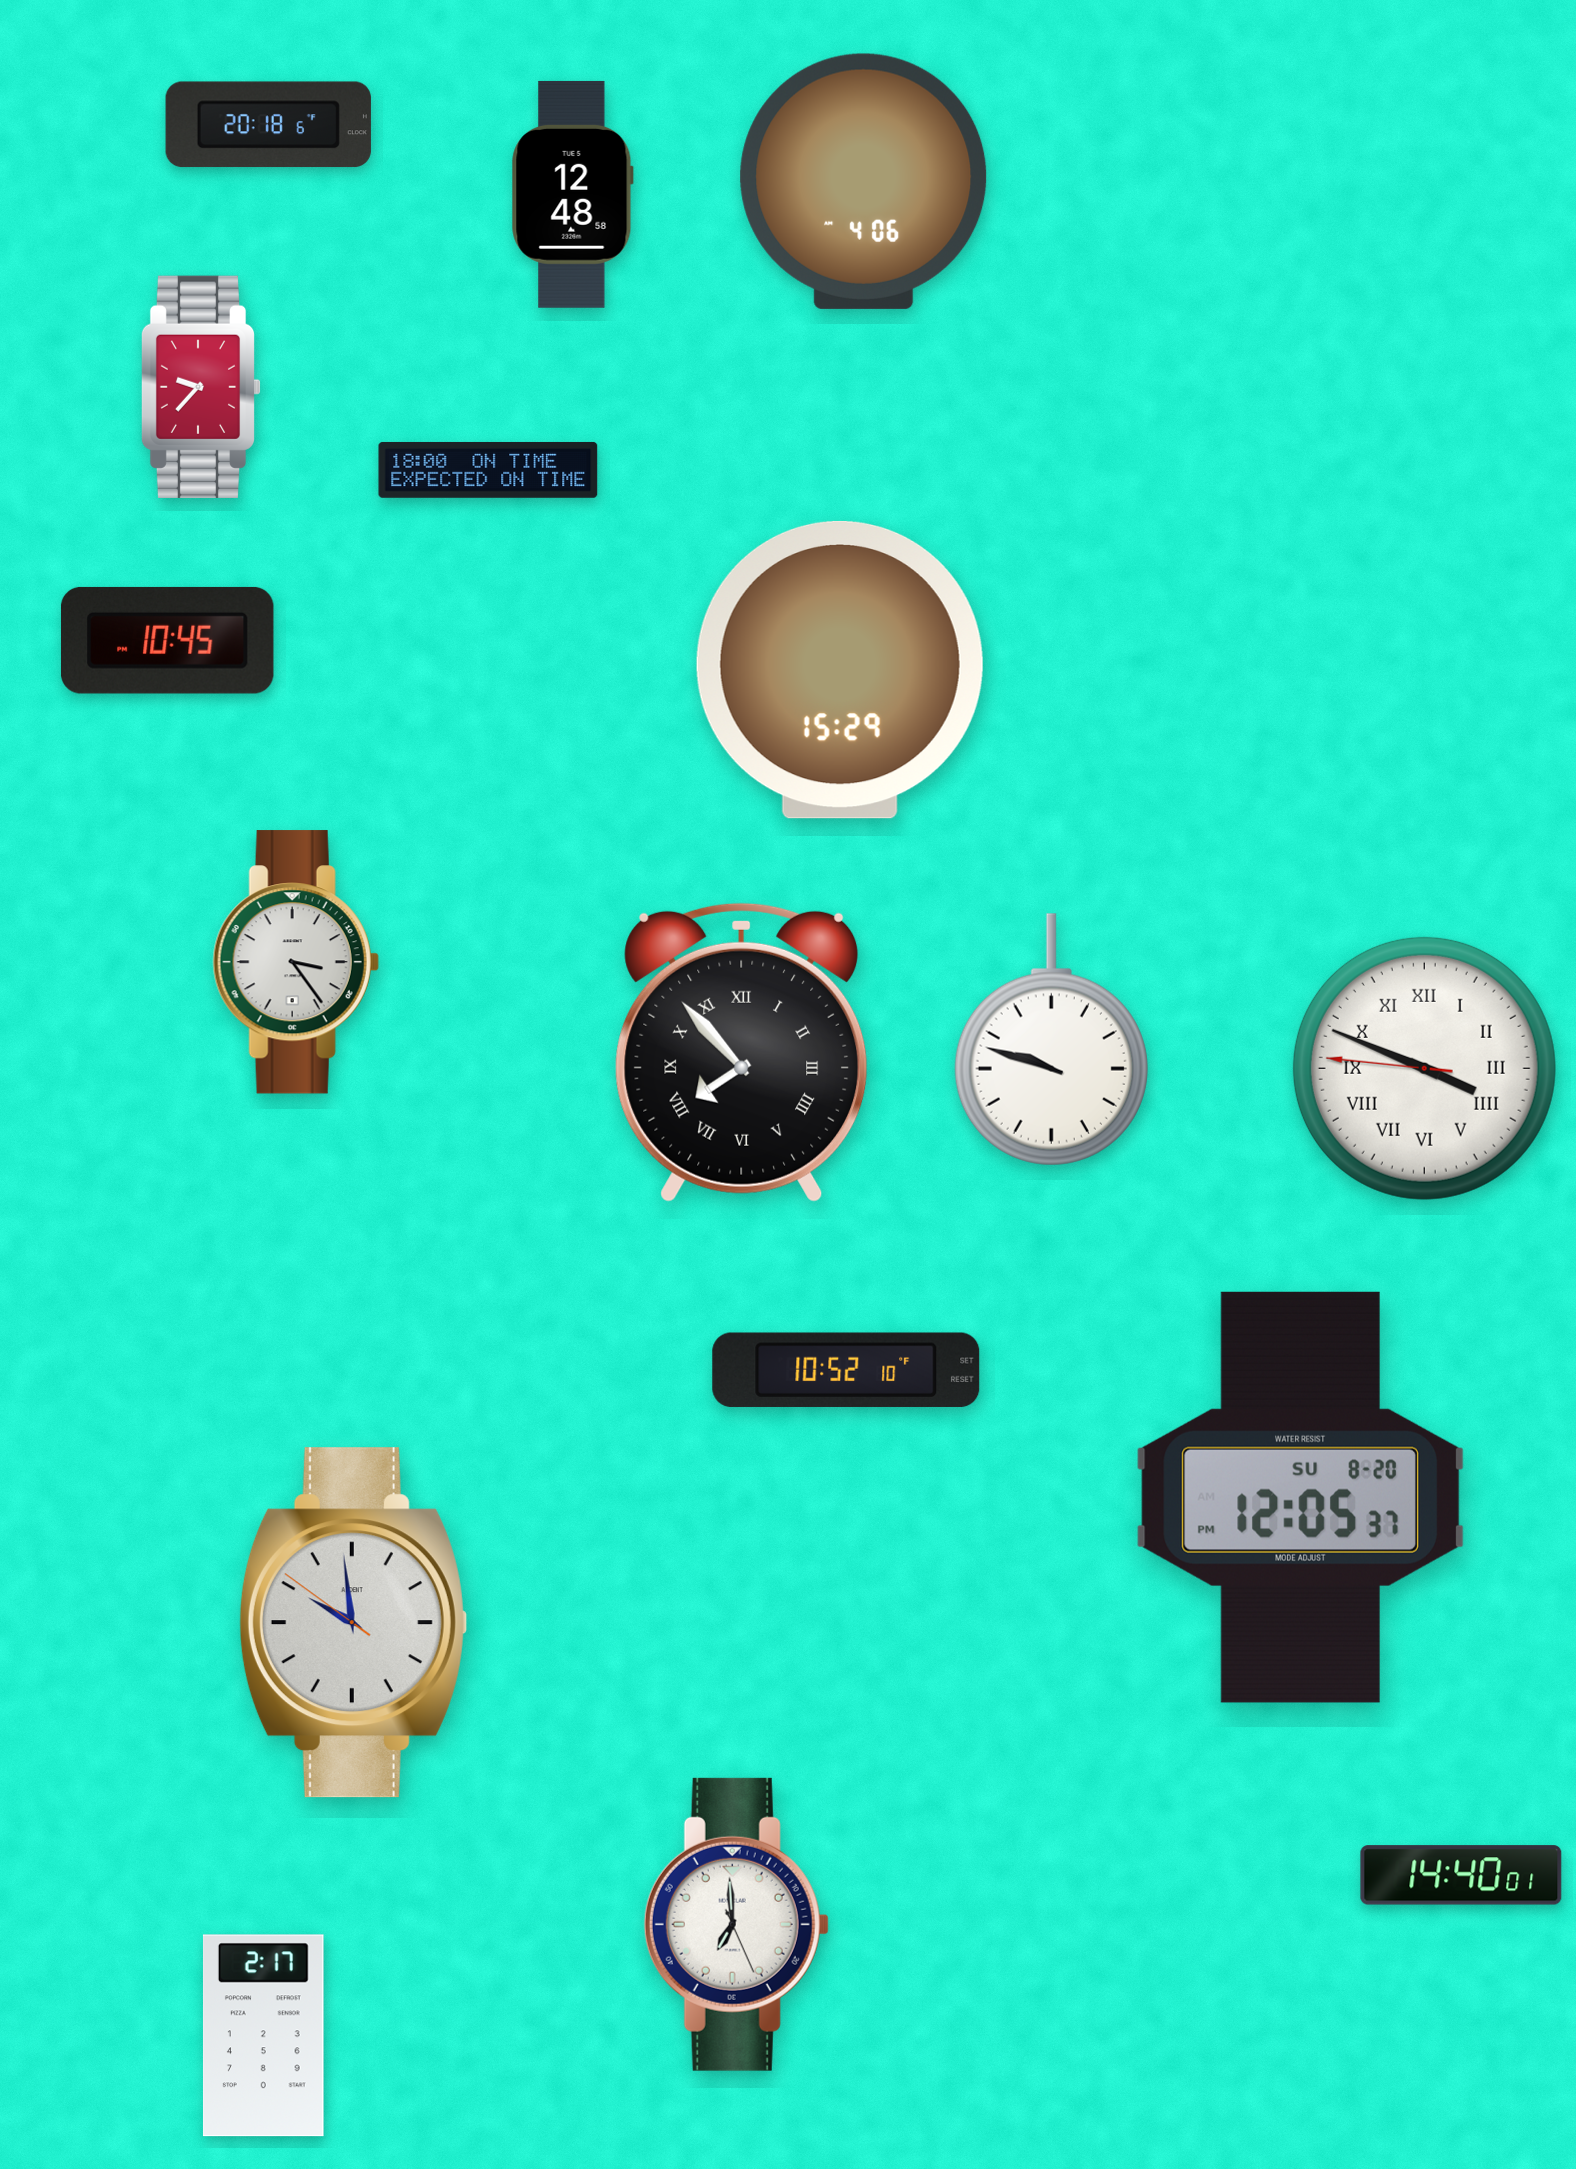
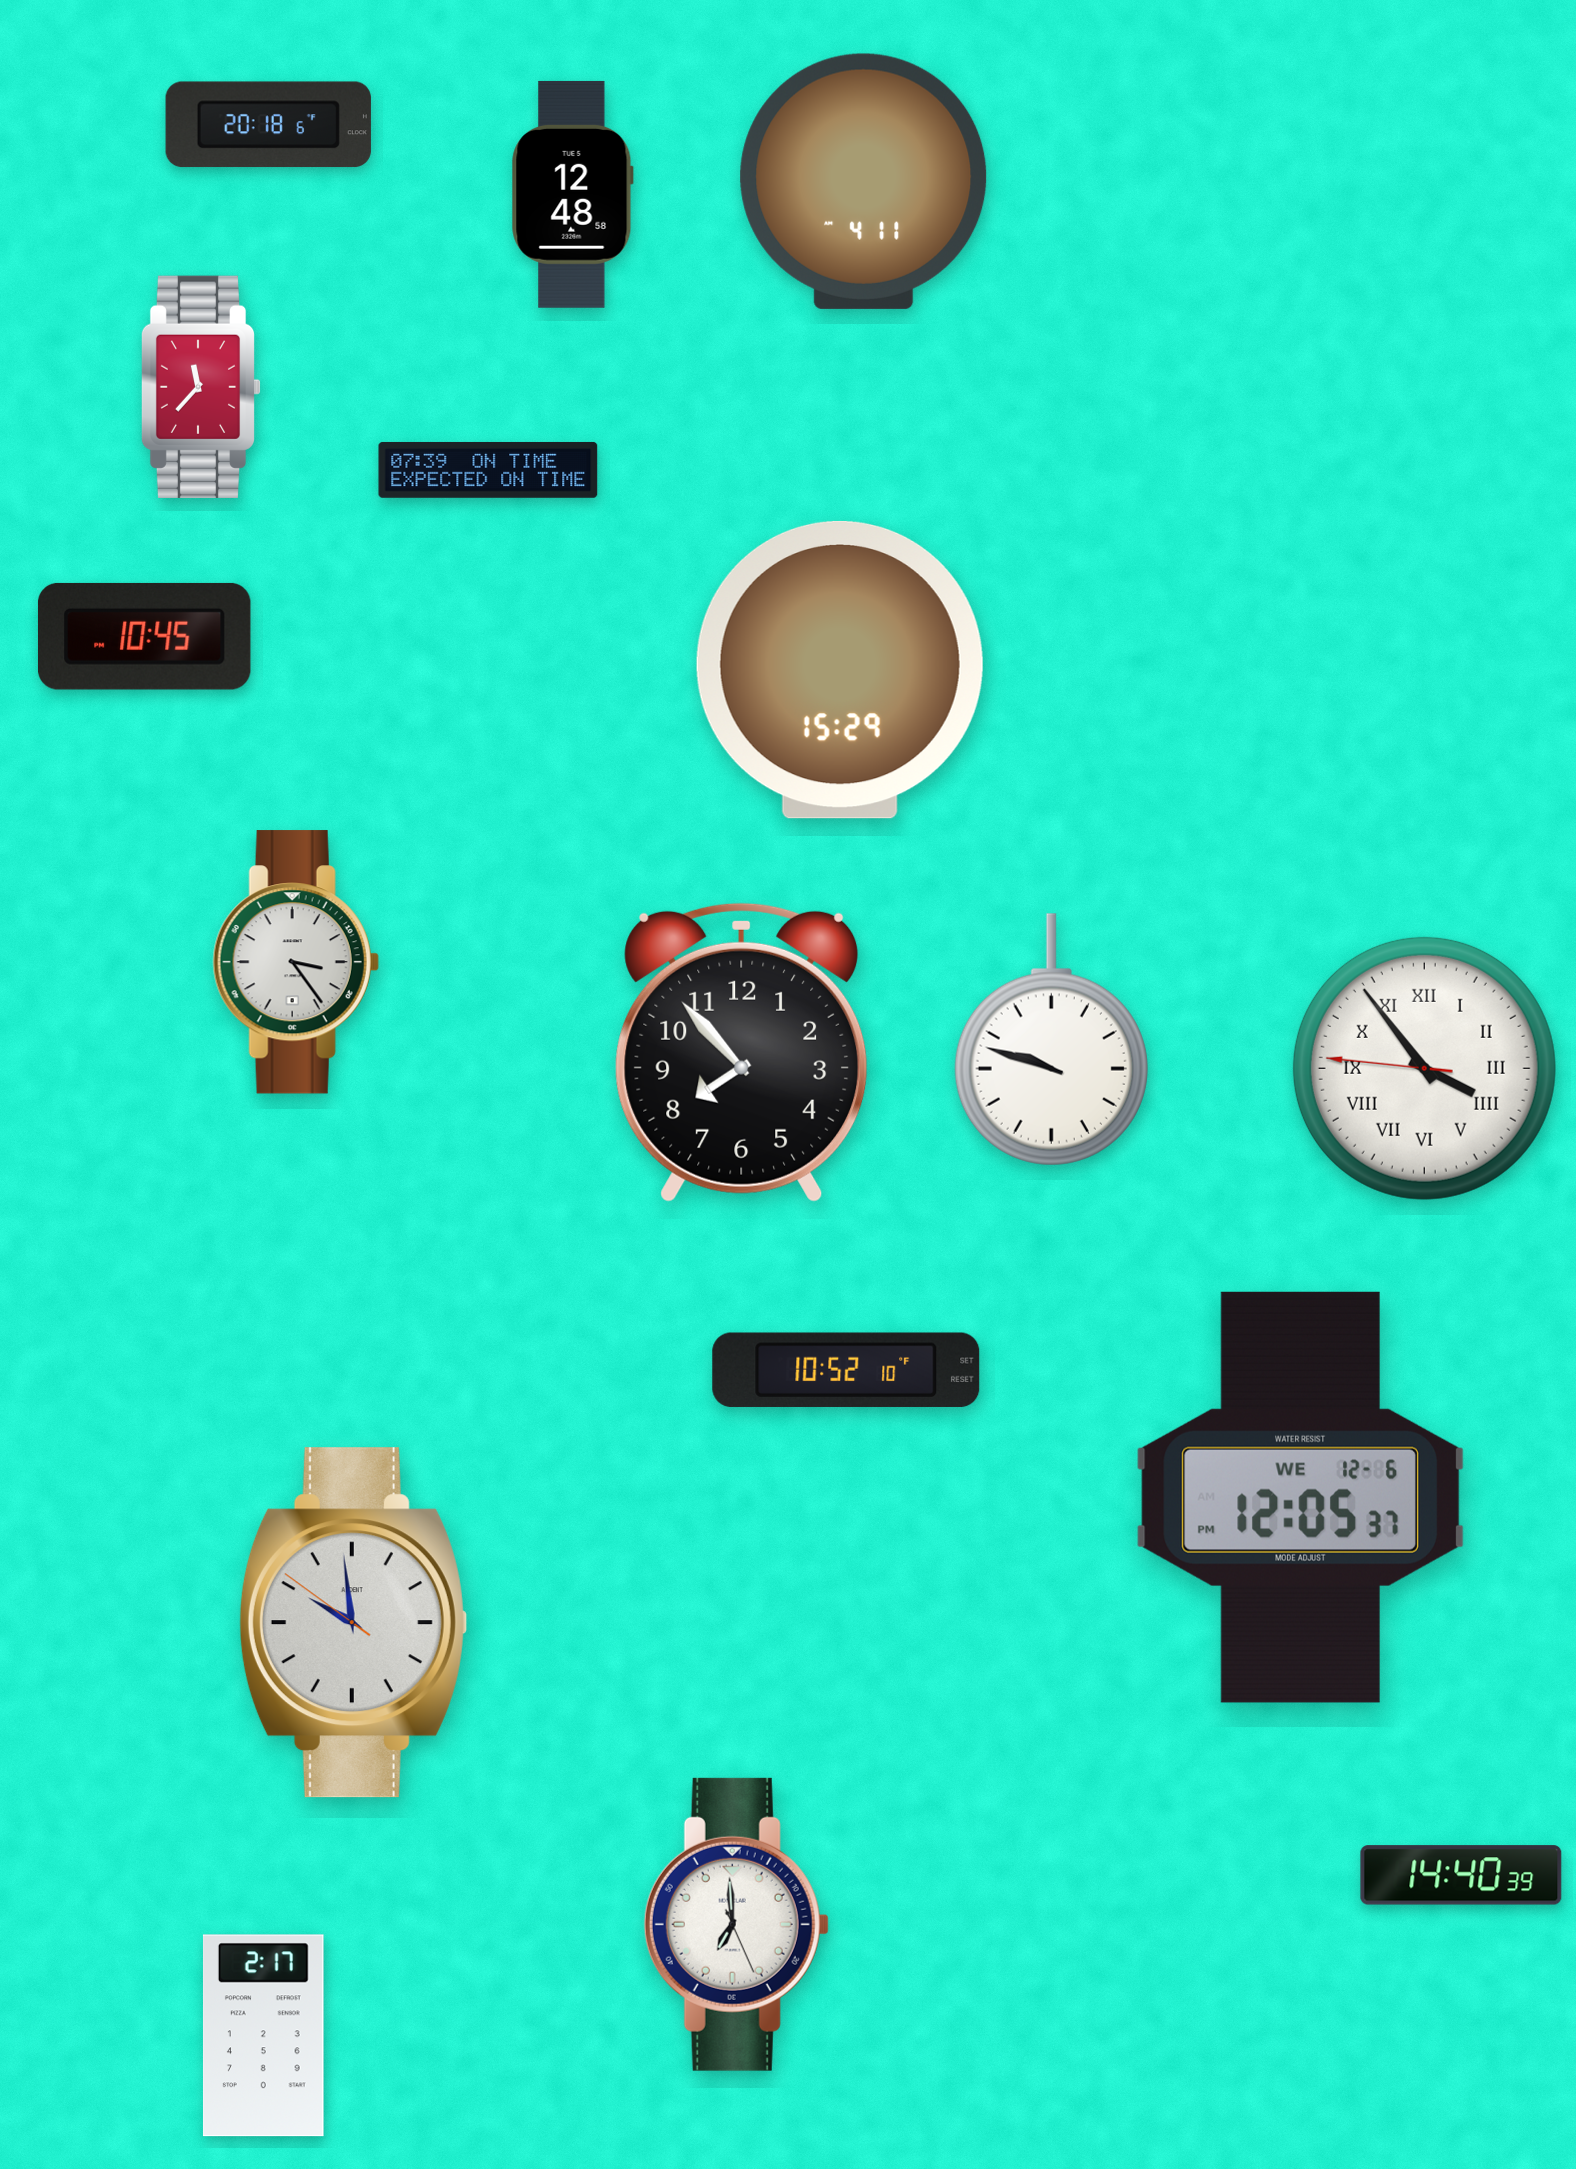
clock at (864, 181): 4:06 -> 4:11
clock at (201, 387): 9:37 -> 11:37
clock at (488, 470): 18:00 -> 07:39
clock at (167, 640) position: (167, 640) -> (144, 636)
clock at (742, 1052) numerals: Roman -> Arabic
clock at (1424, 1068): 3:48 -> 3:53
clock at (1300, 1497) date: SU 8-20 -> WE 12-6
clock at (1461, 1875): 14:40:01 -> 14:40:39
